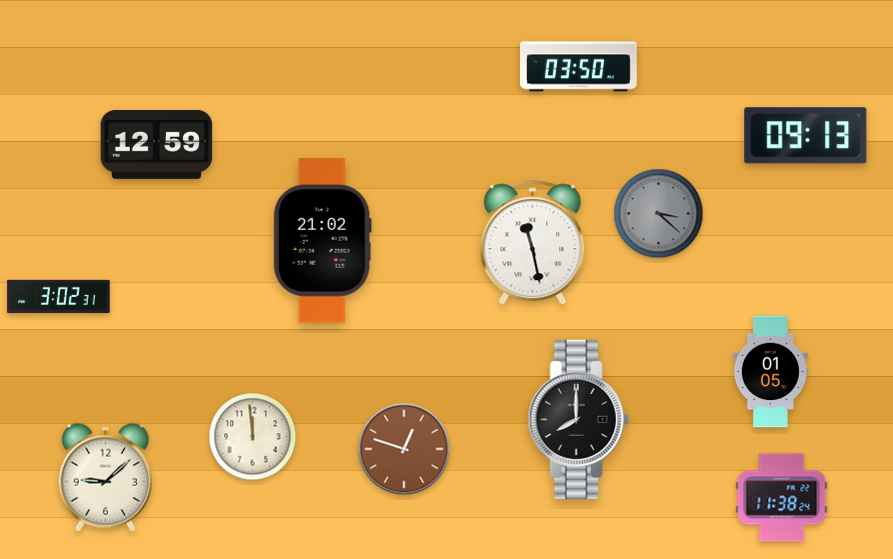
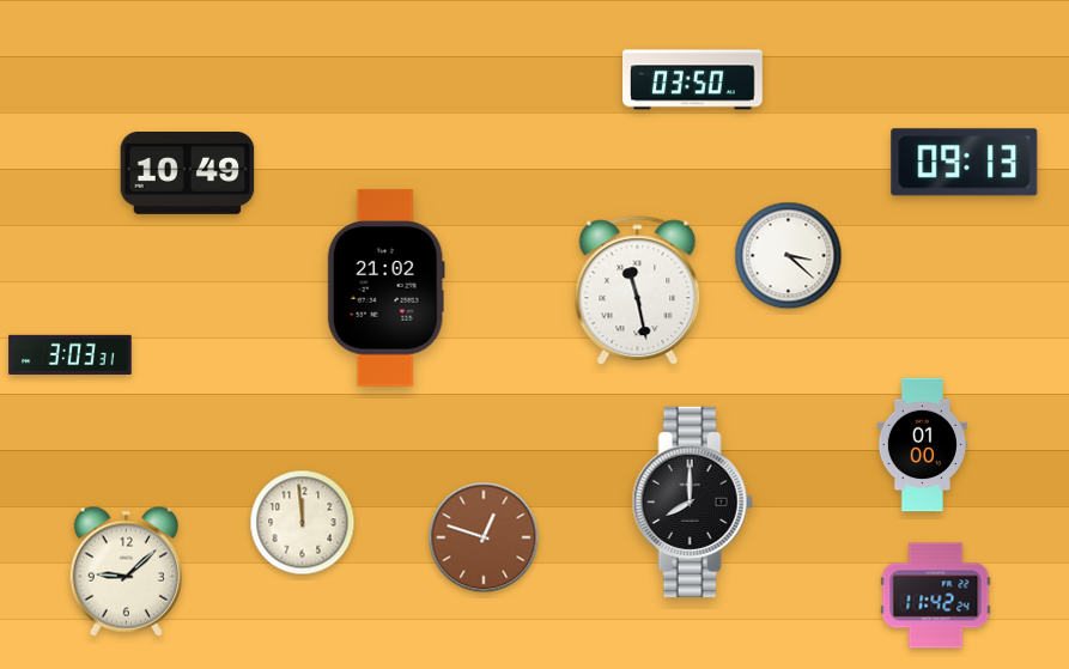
clock at (157, 144): 12:59 -> 10:49
clock at (659, 214) dial: grey -> white
clock at (59, 296): 3:02 -> 3:03
clock at (770, 372): 01:05 -> 01:00
clock at (782, 498): 11:38 -> 11:42
